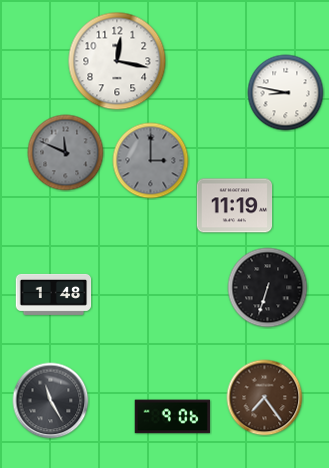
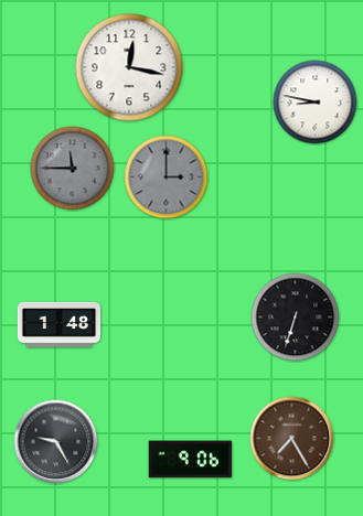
clock at (66, 153): 11:49 -> 11:45
clock at (235, 206): 11:19 -> none
clock at (265, 398): 7:24 -> 7:25
clock at (51, 401): 11:25 -> 9:25
